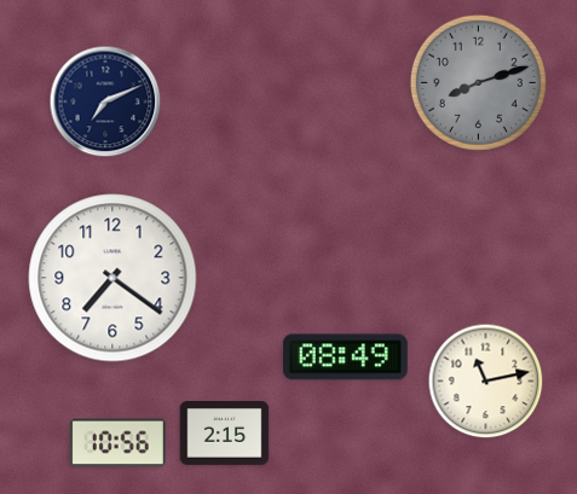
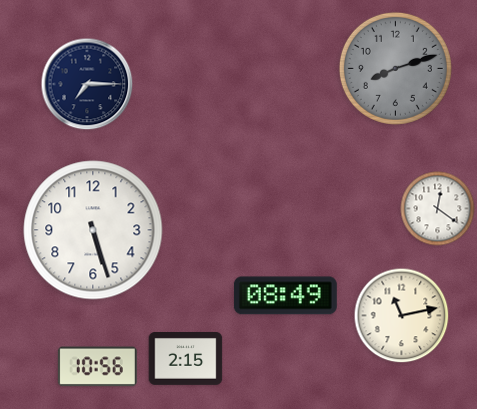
clock at (105, 101): 7:11 -> 7:15
clock at (438, 209): none -> 12:21
clock at (112, 278): 7:21 -> 5:27
